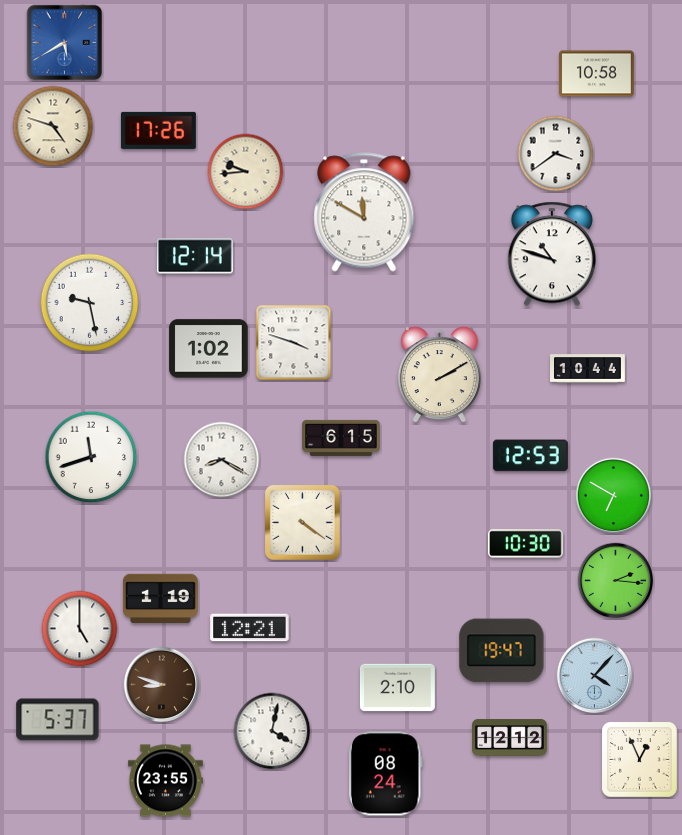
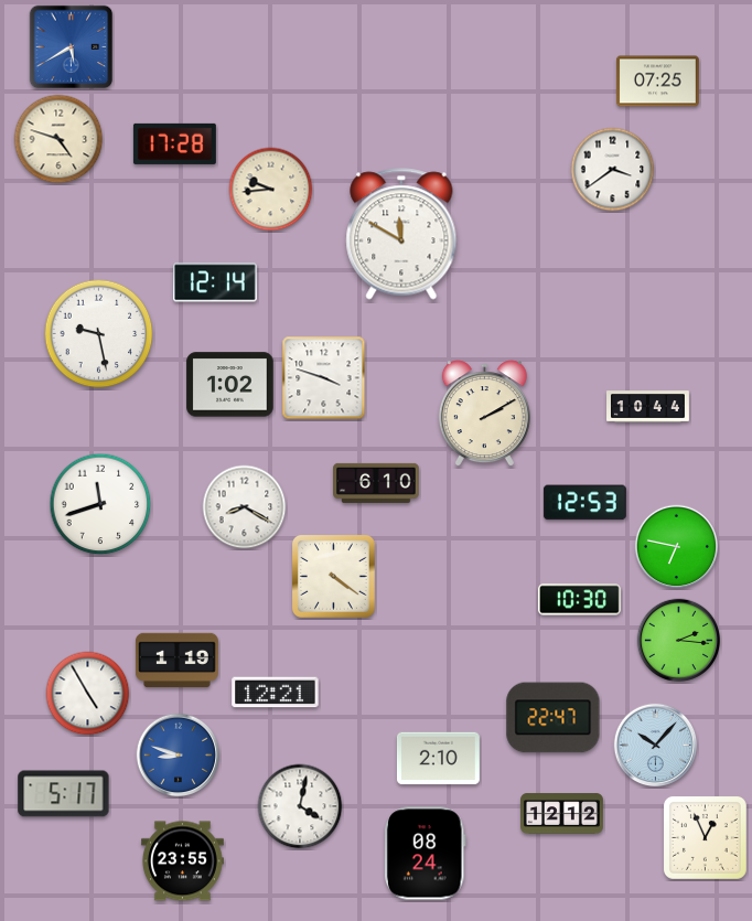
clock at (596, 74): 10:58 -> 07:25
clock at (158, 130): 17:26 -> 17:28
clock at (552, 254): 10:48 -> none
clock at (341, 438): 6:15 -> 6:10
clock at (614, 496): 6:50 -> 6:47
clock at (80, 629): 5:00 -> 4:55
clock at (502, 651): 19:47 -> 22:47
clock at (595, 676): 4:07 -> 10:07
clock at (162, 685) dial: brown -> blue
clock at (58, 720): 5:37 -> 5:17
